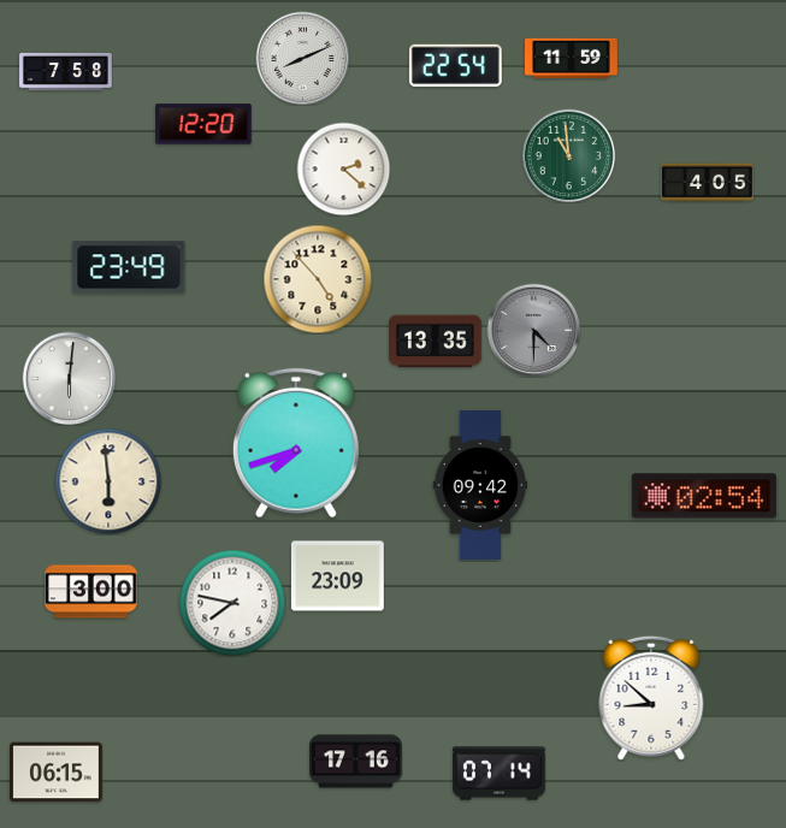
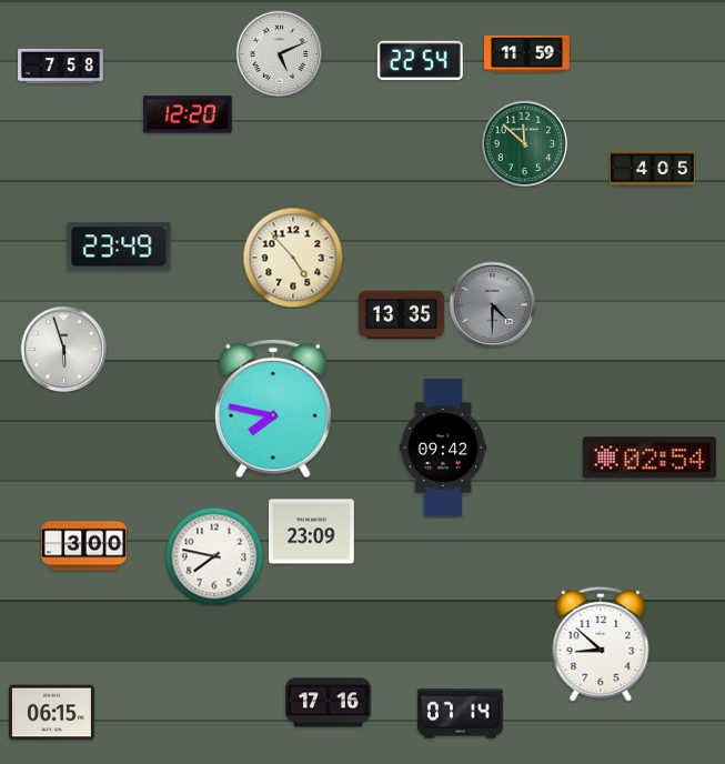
clock at (302, 58): 8:11 -> 5:11
clock at (568, 155): 10:59 -> 11:52
clock at (343, 168): 2:22 -> none
clock at (69, 378): 6:01 -> 5:57
clock at (296, 443): 7:42 -> 7:47
clock at (108, 481): 5:59 -> none
